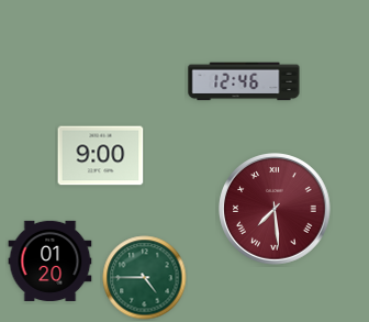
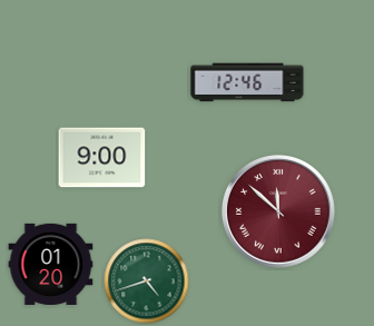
clock at (276, 210): 7:29 -> 11:52
clock at (145, 278): 4:45 -> 4:42
